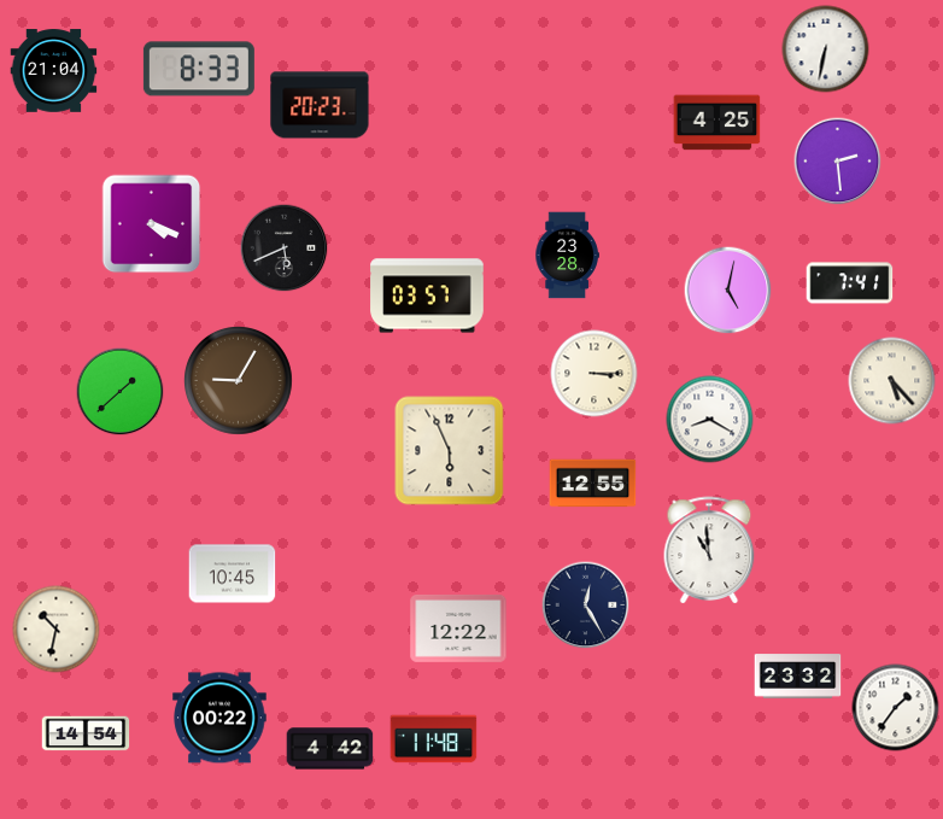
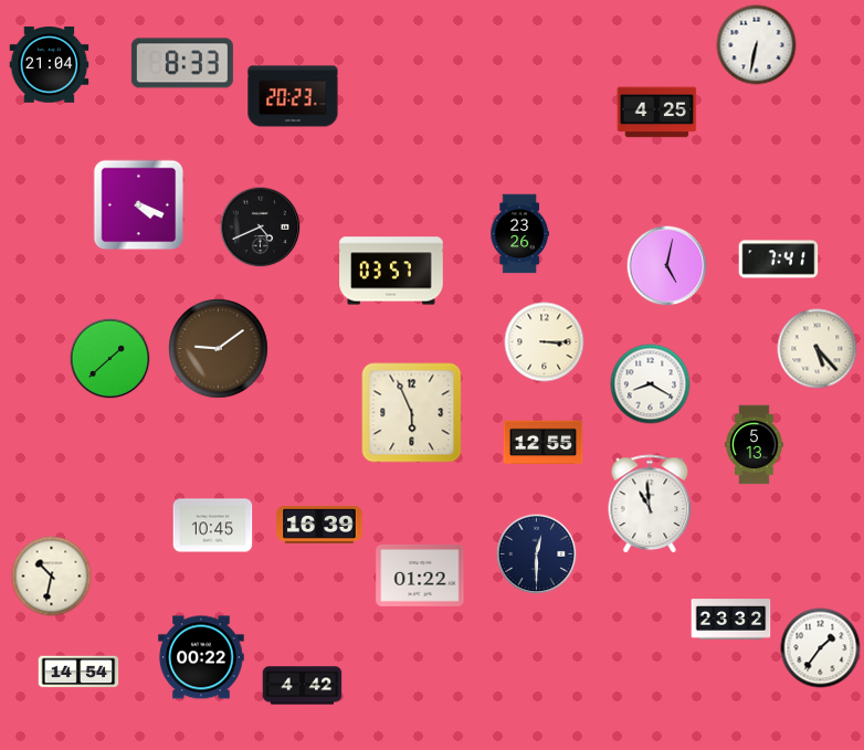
clock at (838, 162): 2:29 -> none
clock at (285, 248): 5:41 -> 4:41
clock at (567, 256): 23:28 -> 23:26
clock at (239, 381): 9:05 -> 9:09
clock at (755, 445): none -> 5:13
clock at (319, 526): none -> 16:39
clock at (586, 606): 12:25 -> 12:30
clock at (458, 628): 12:22 -> 01:22
clock at (434, 739): 11:48 -> none
